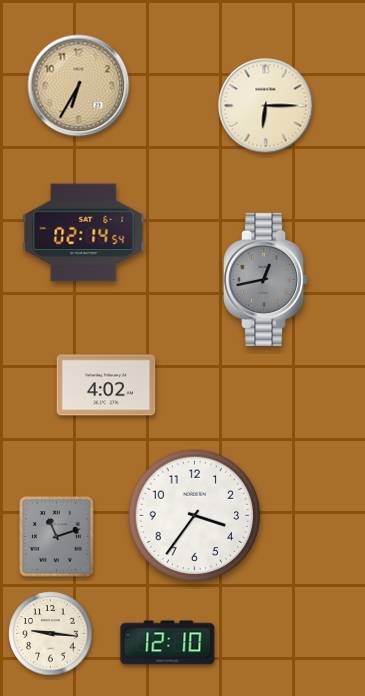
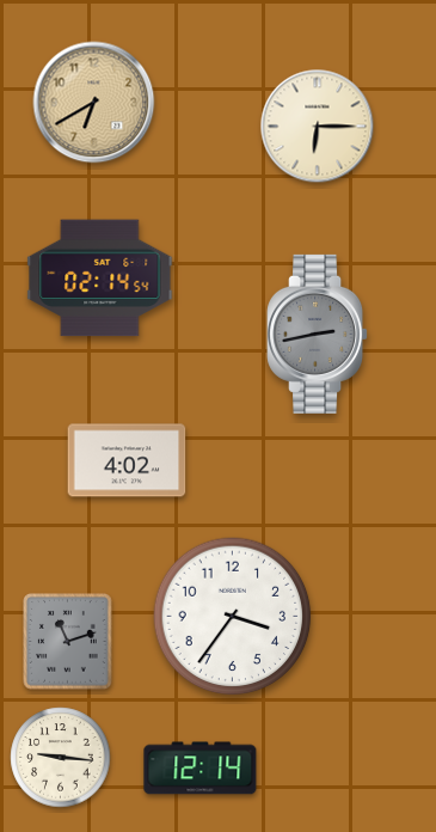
clock at (79, 86): 6:35 -> 6:40
clock at (266, 279): 12:43 -> 2:43
clock at (168, 643): 12:10 -> 12:14
